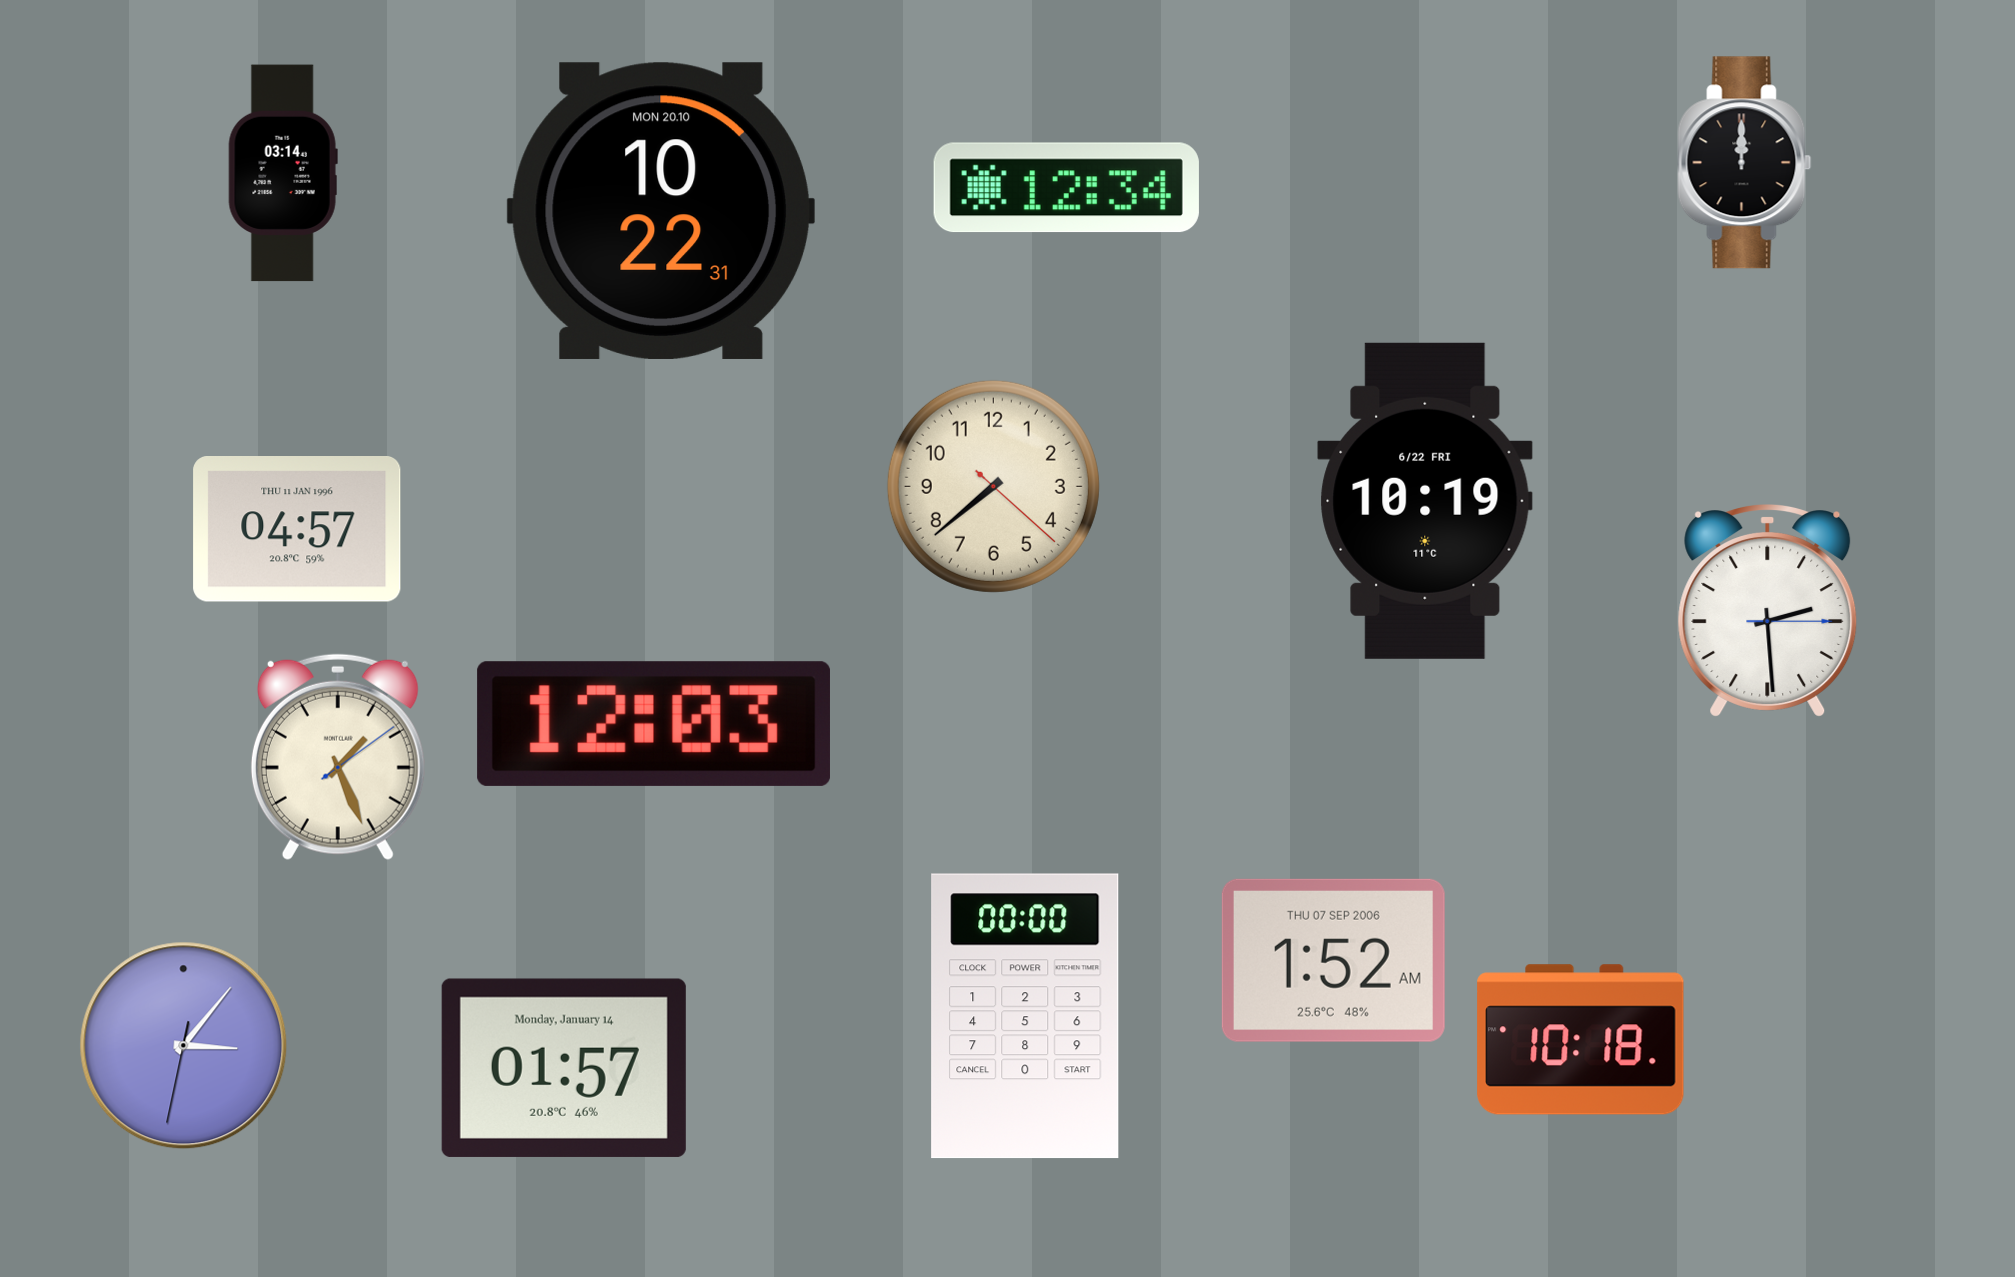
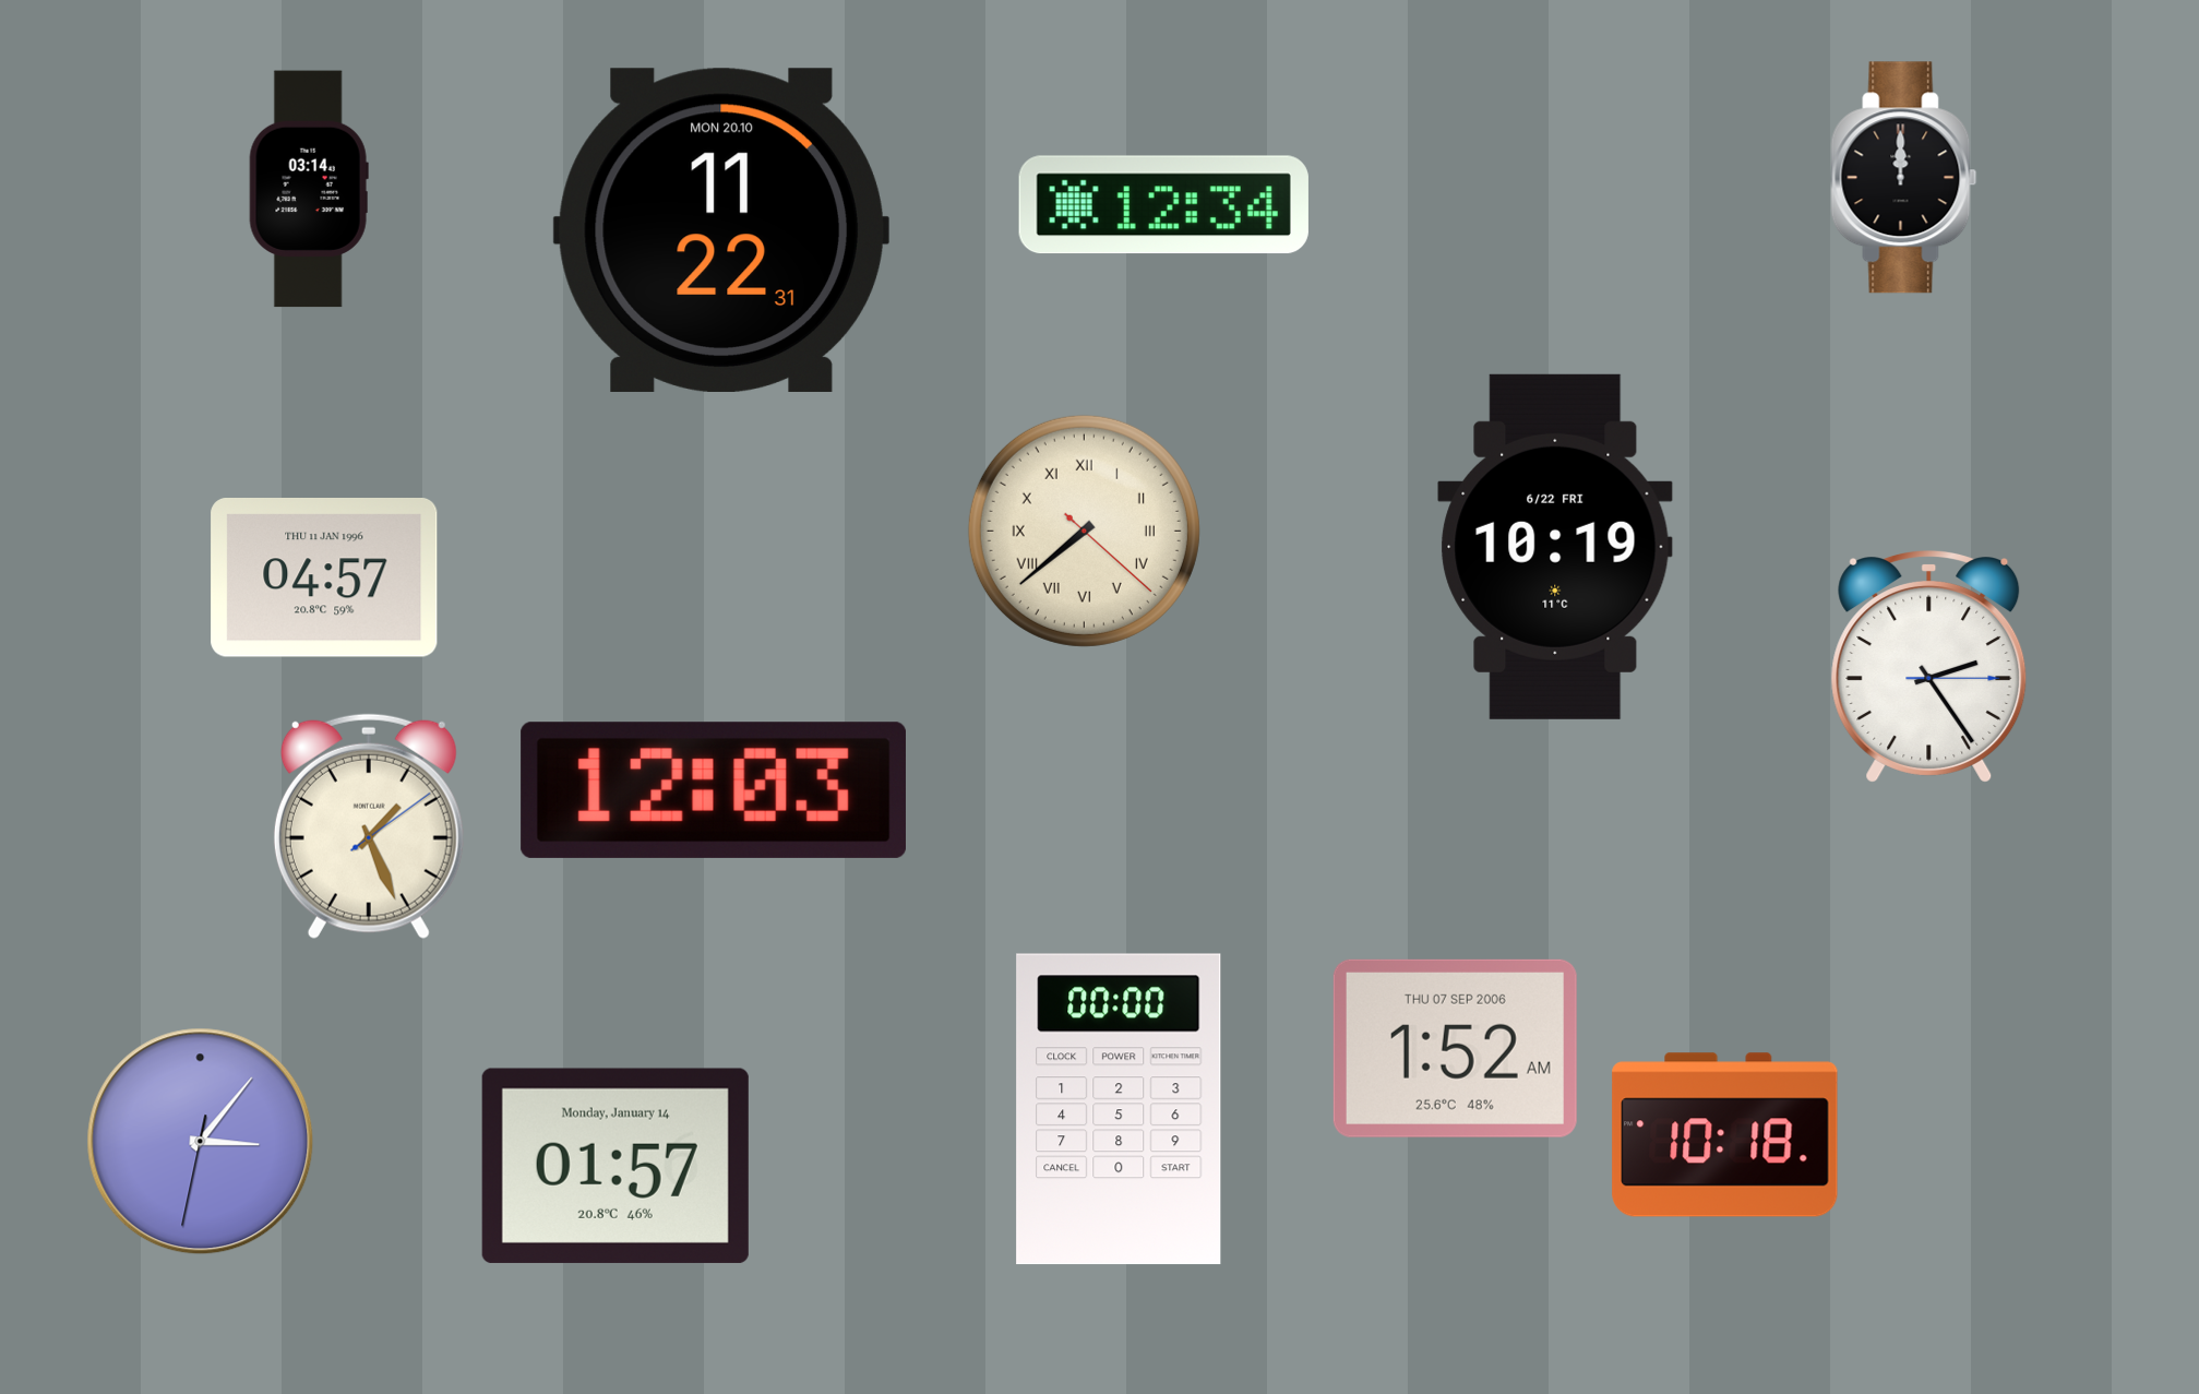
clock at (661, 211): 10:22 -> 11:22
clock at (993, 486) numerals: Arabic -> Roman
clock at (1768, 611): 2:29 -> 2:24
